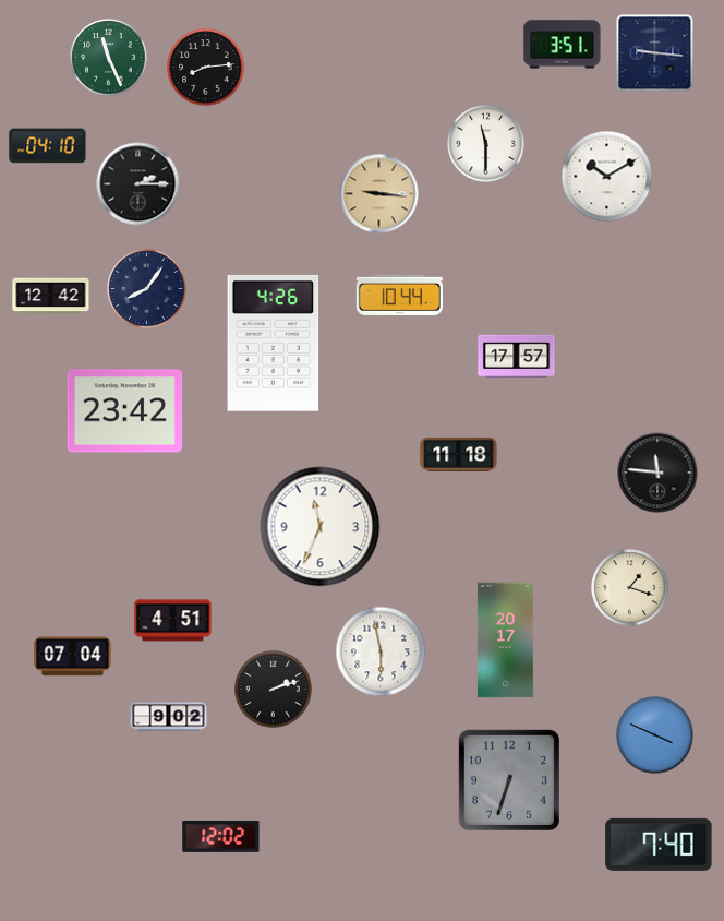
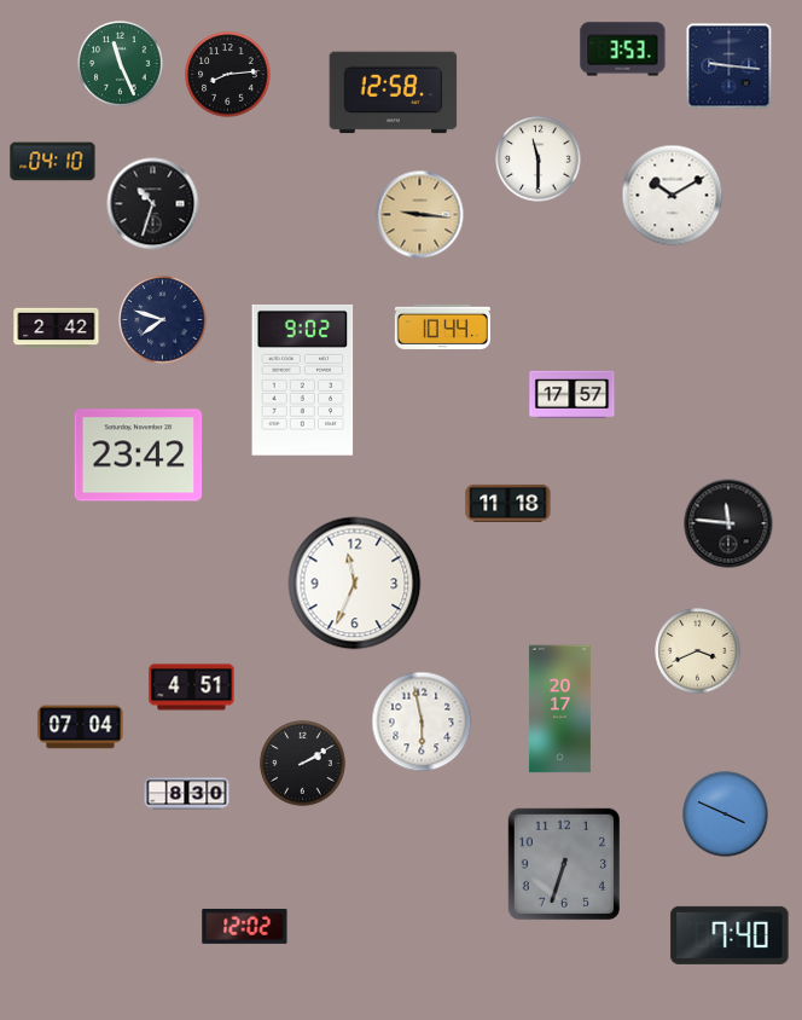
clock at (563, 45): 3:51 -> 3:53
clock at (655, 53) position: (655, 53) -> (730, 66)
clock at (394, 93): none -> 12:58
clock at (138, 184): 2:15 -> 10:33
clock at (147, 289): 8:06 -> 7:48
clock at (51, 297): 12:42 -> 2:42
clock at (274, 343): 4:26 -> 9:02
clock at (630, 588): 1:18 -> 3:41
clock at (274, 690): 2:12 -> 2:10
clock at (169, 717): 9:02 -> 8:30
